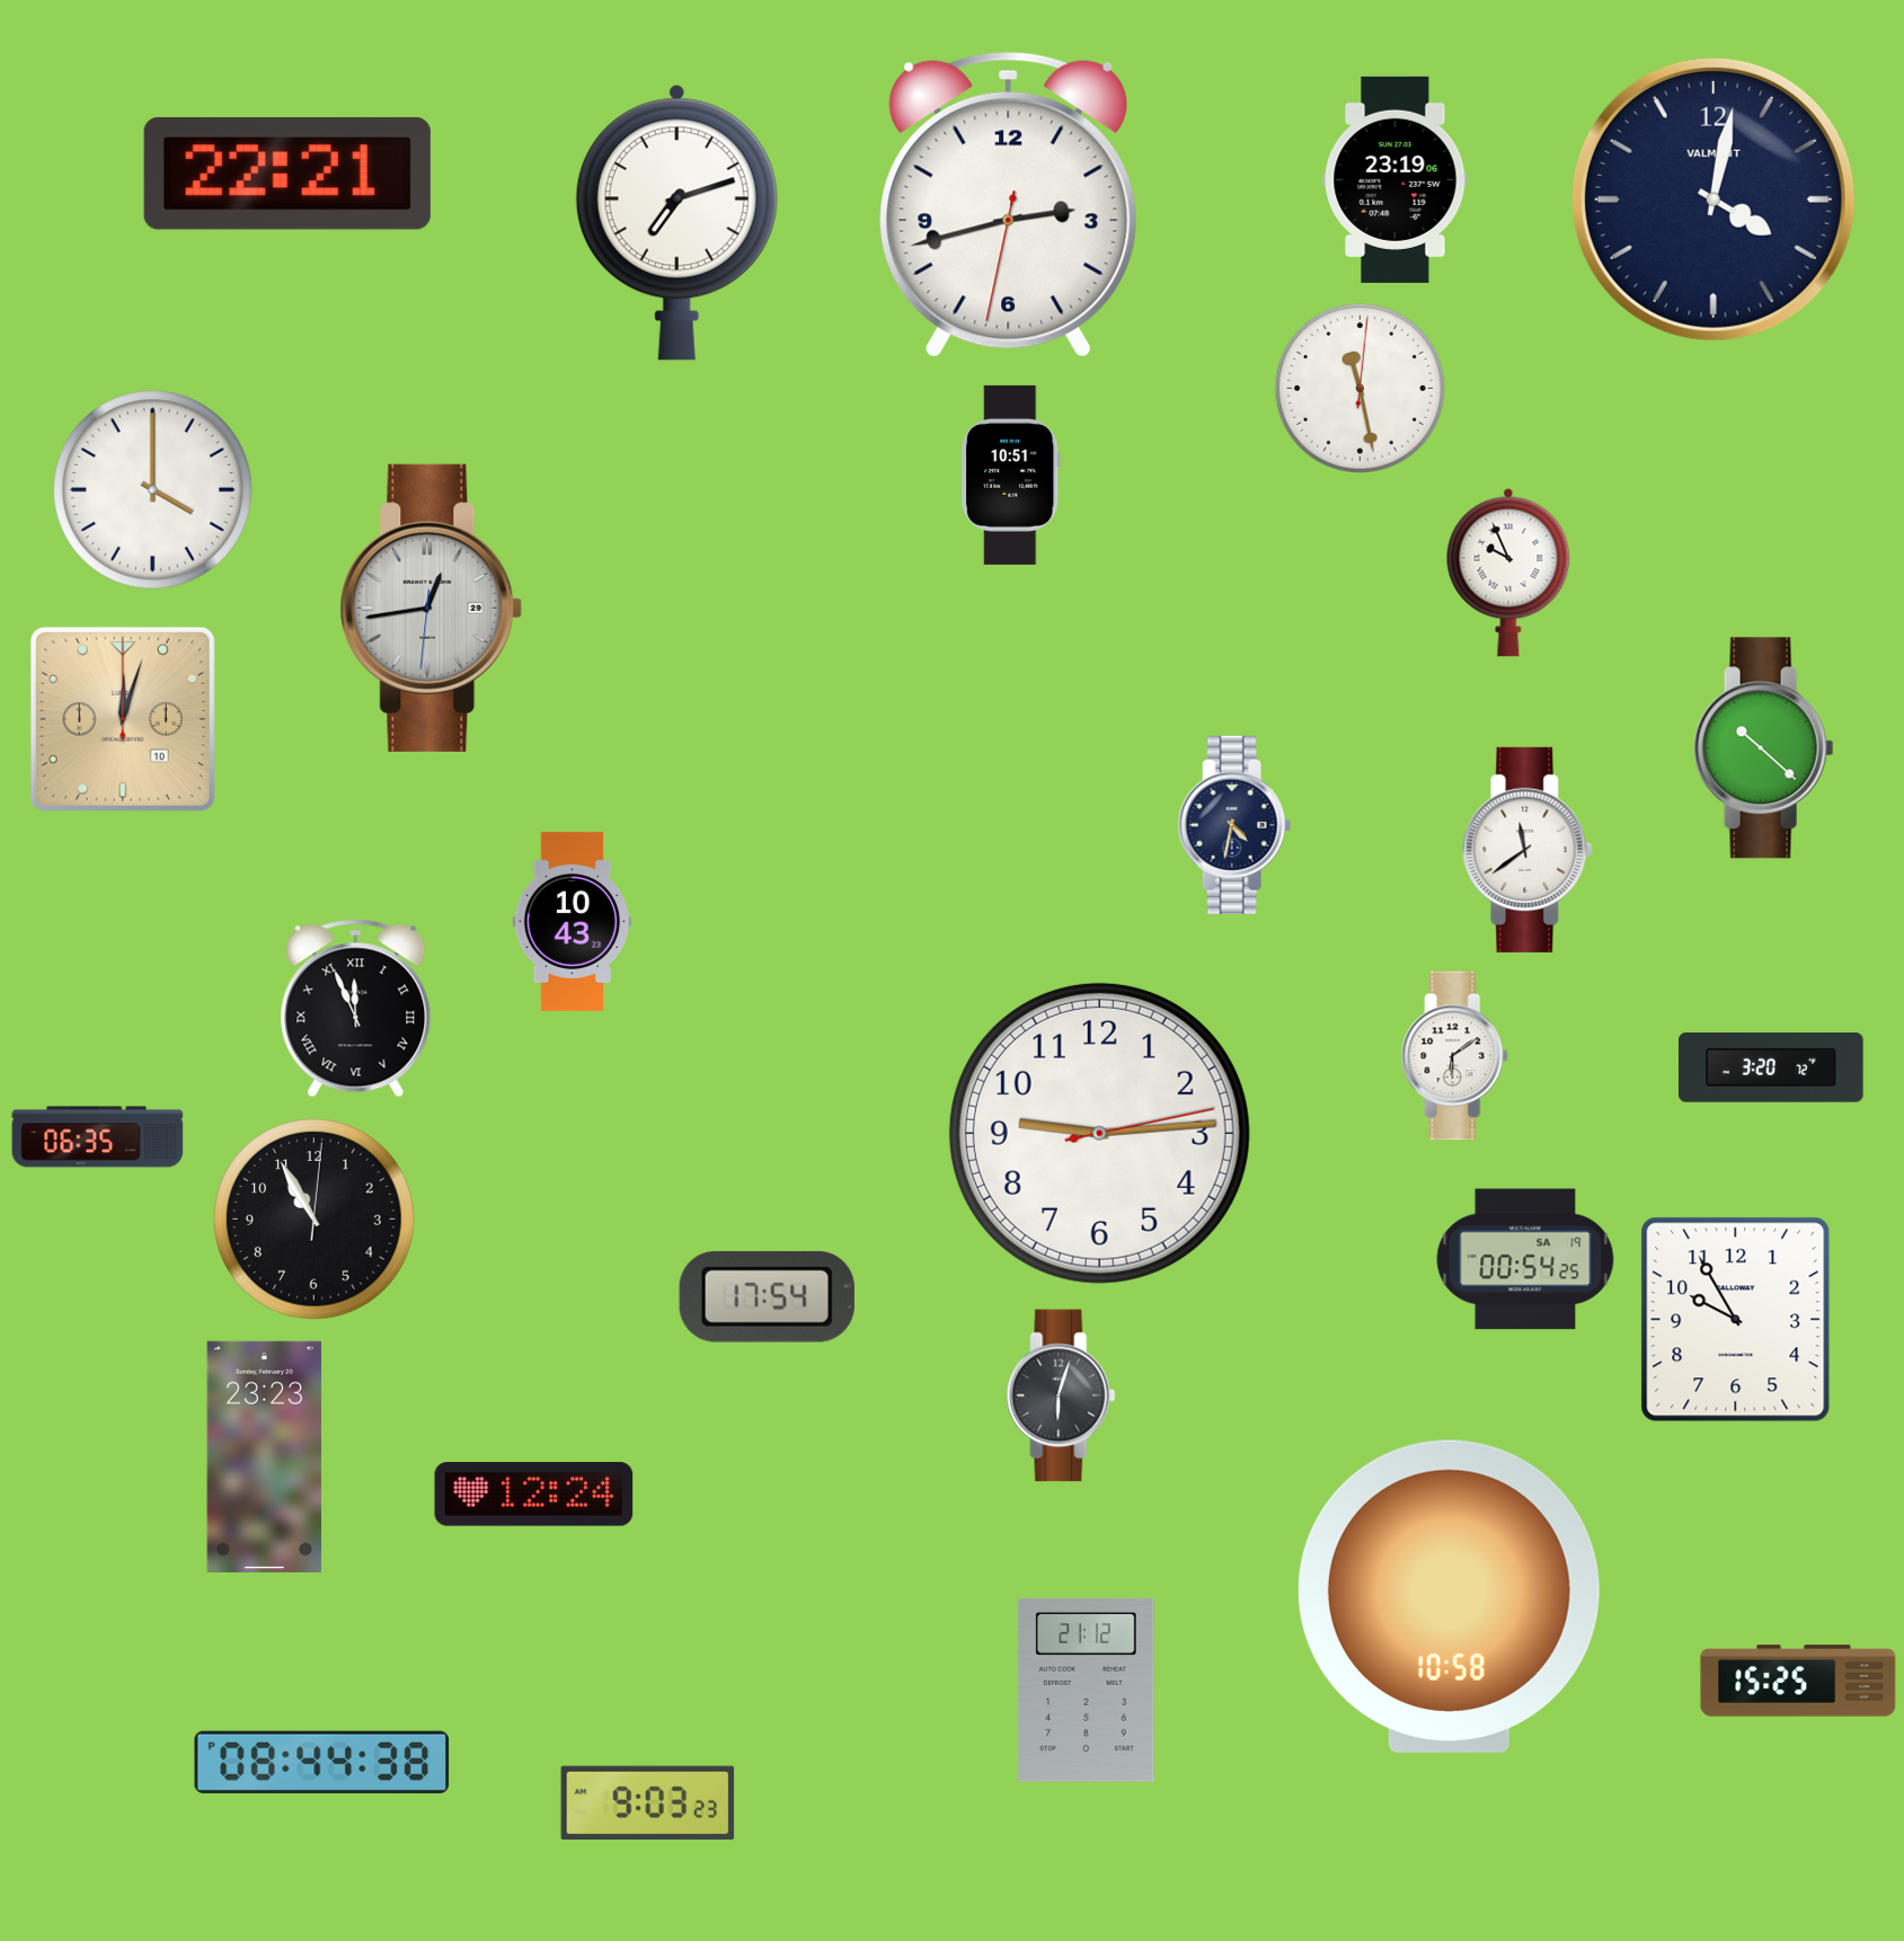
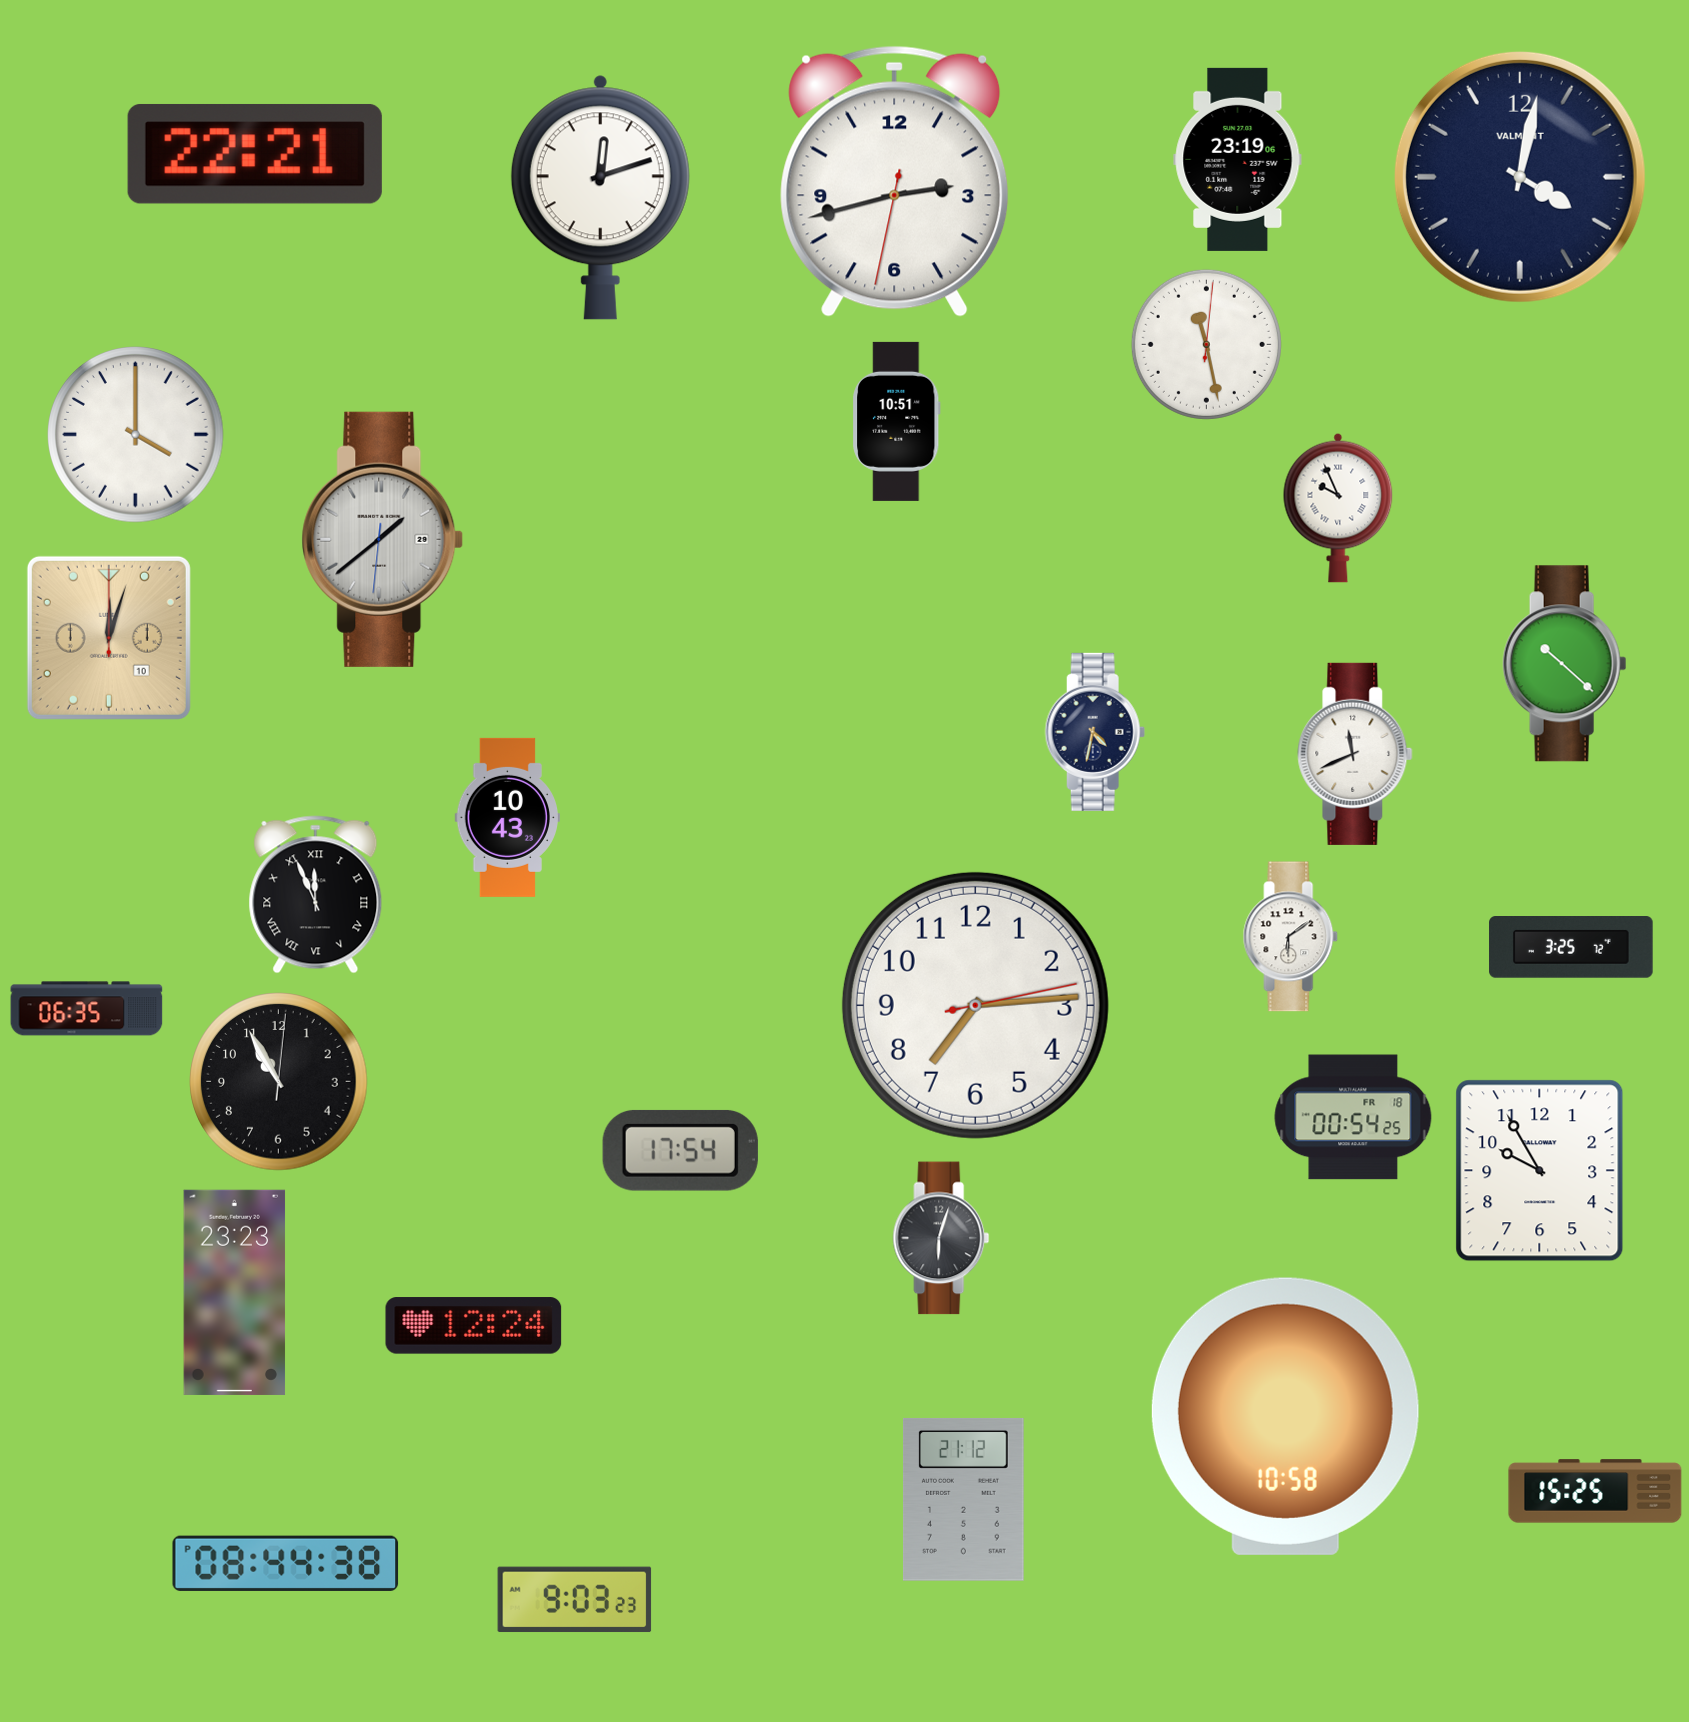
clock at (676, 222): 7:12 -> 12:12
clock at (432, 608): 12:43 -> 1:38
clock at (1527, 850): 11:39 -> 11:41
clock at (1771, 1069): 3:20 -> 3:25
clock at (1099, 1133): 9:14 -> 7:14
clock at (1525, 1259) date: SA 19 -> FR 18
